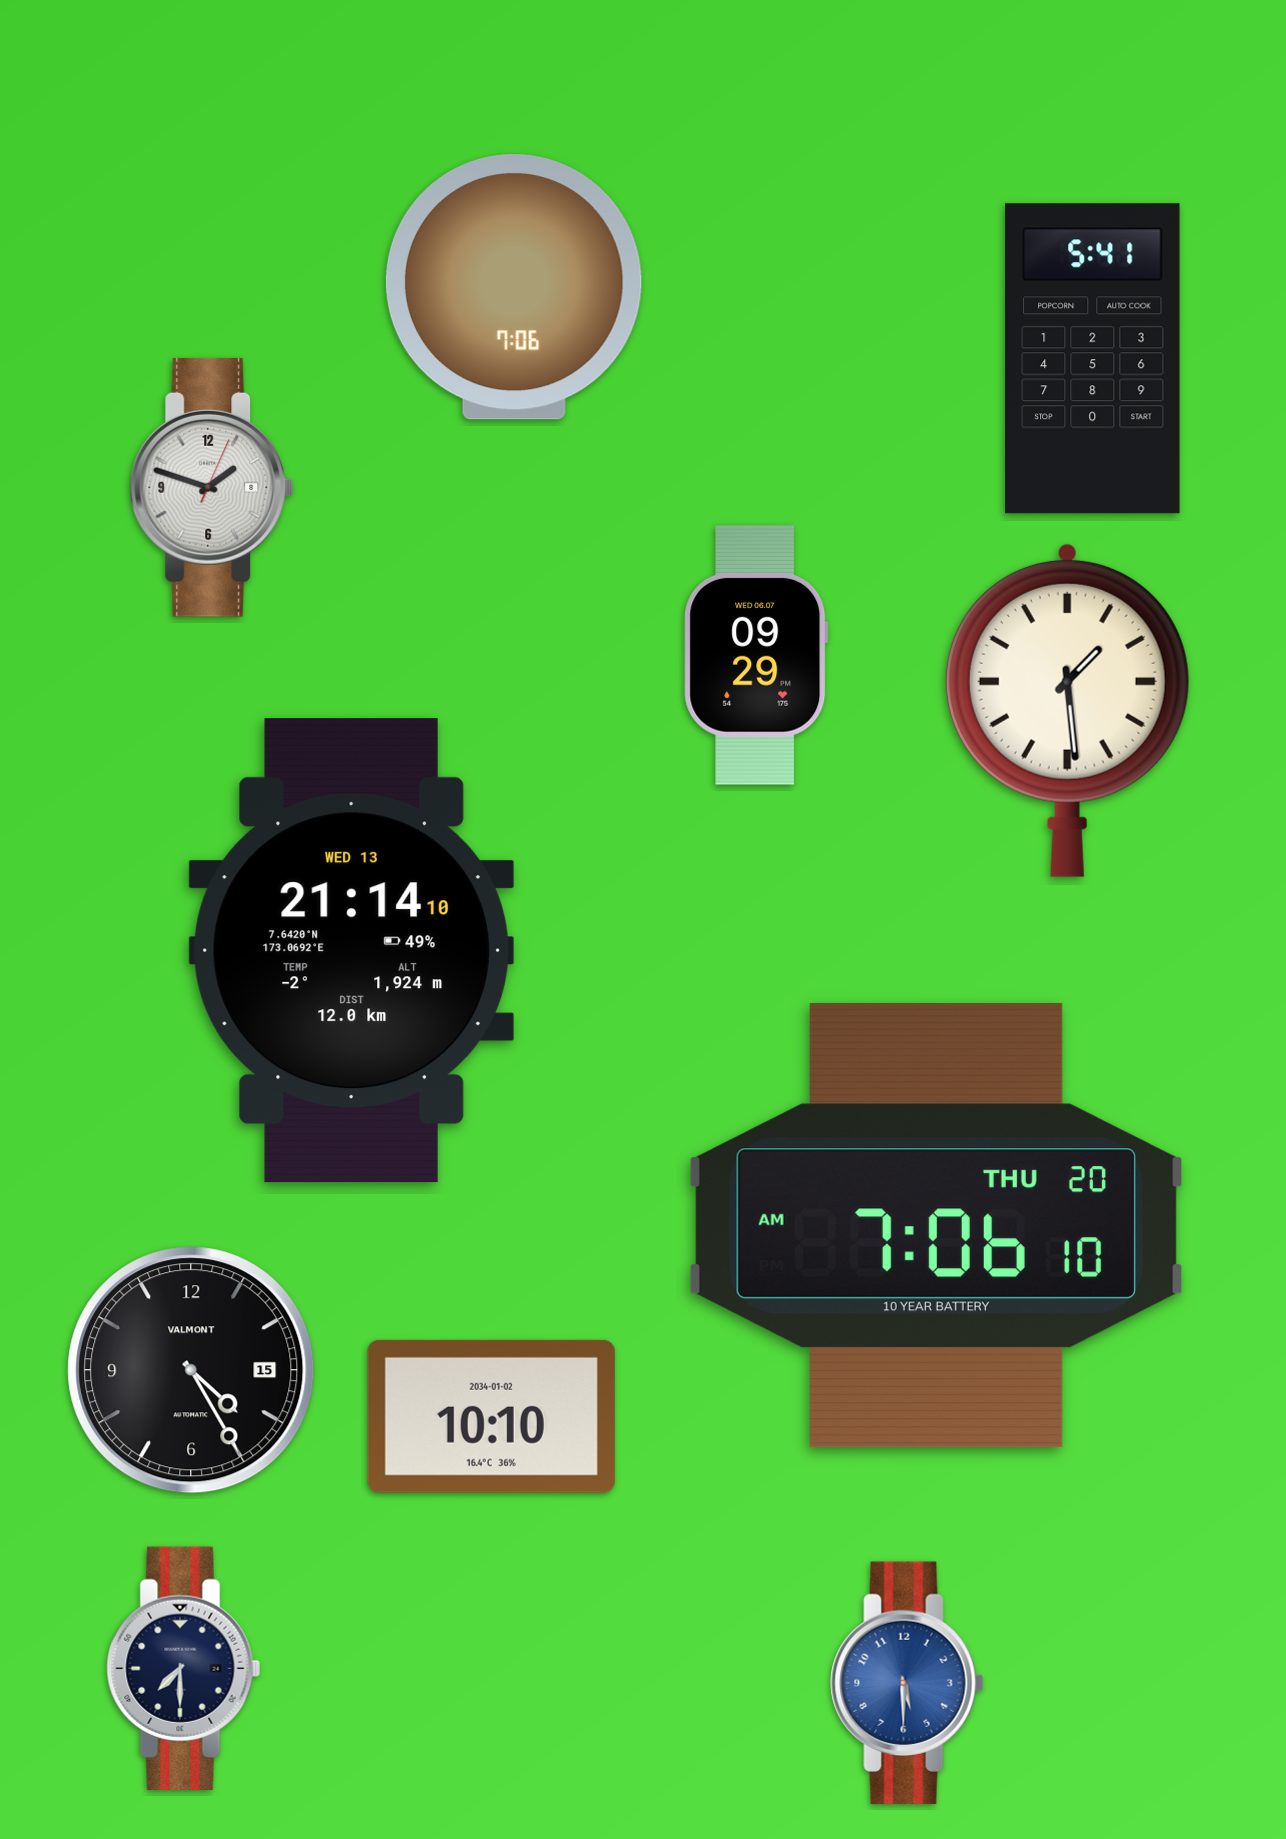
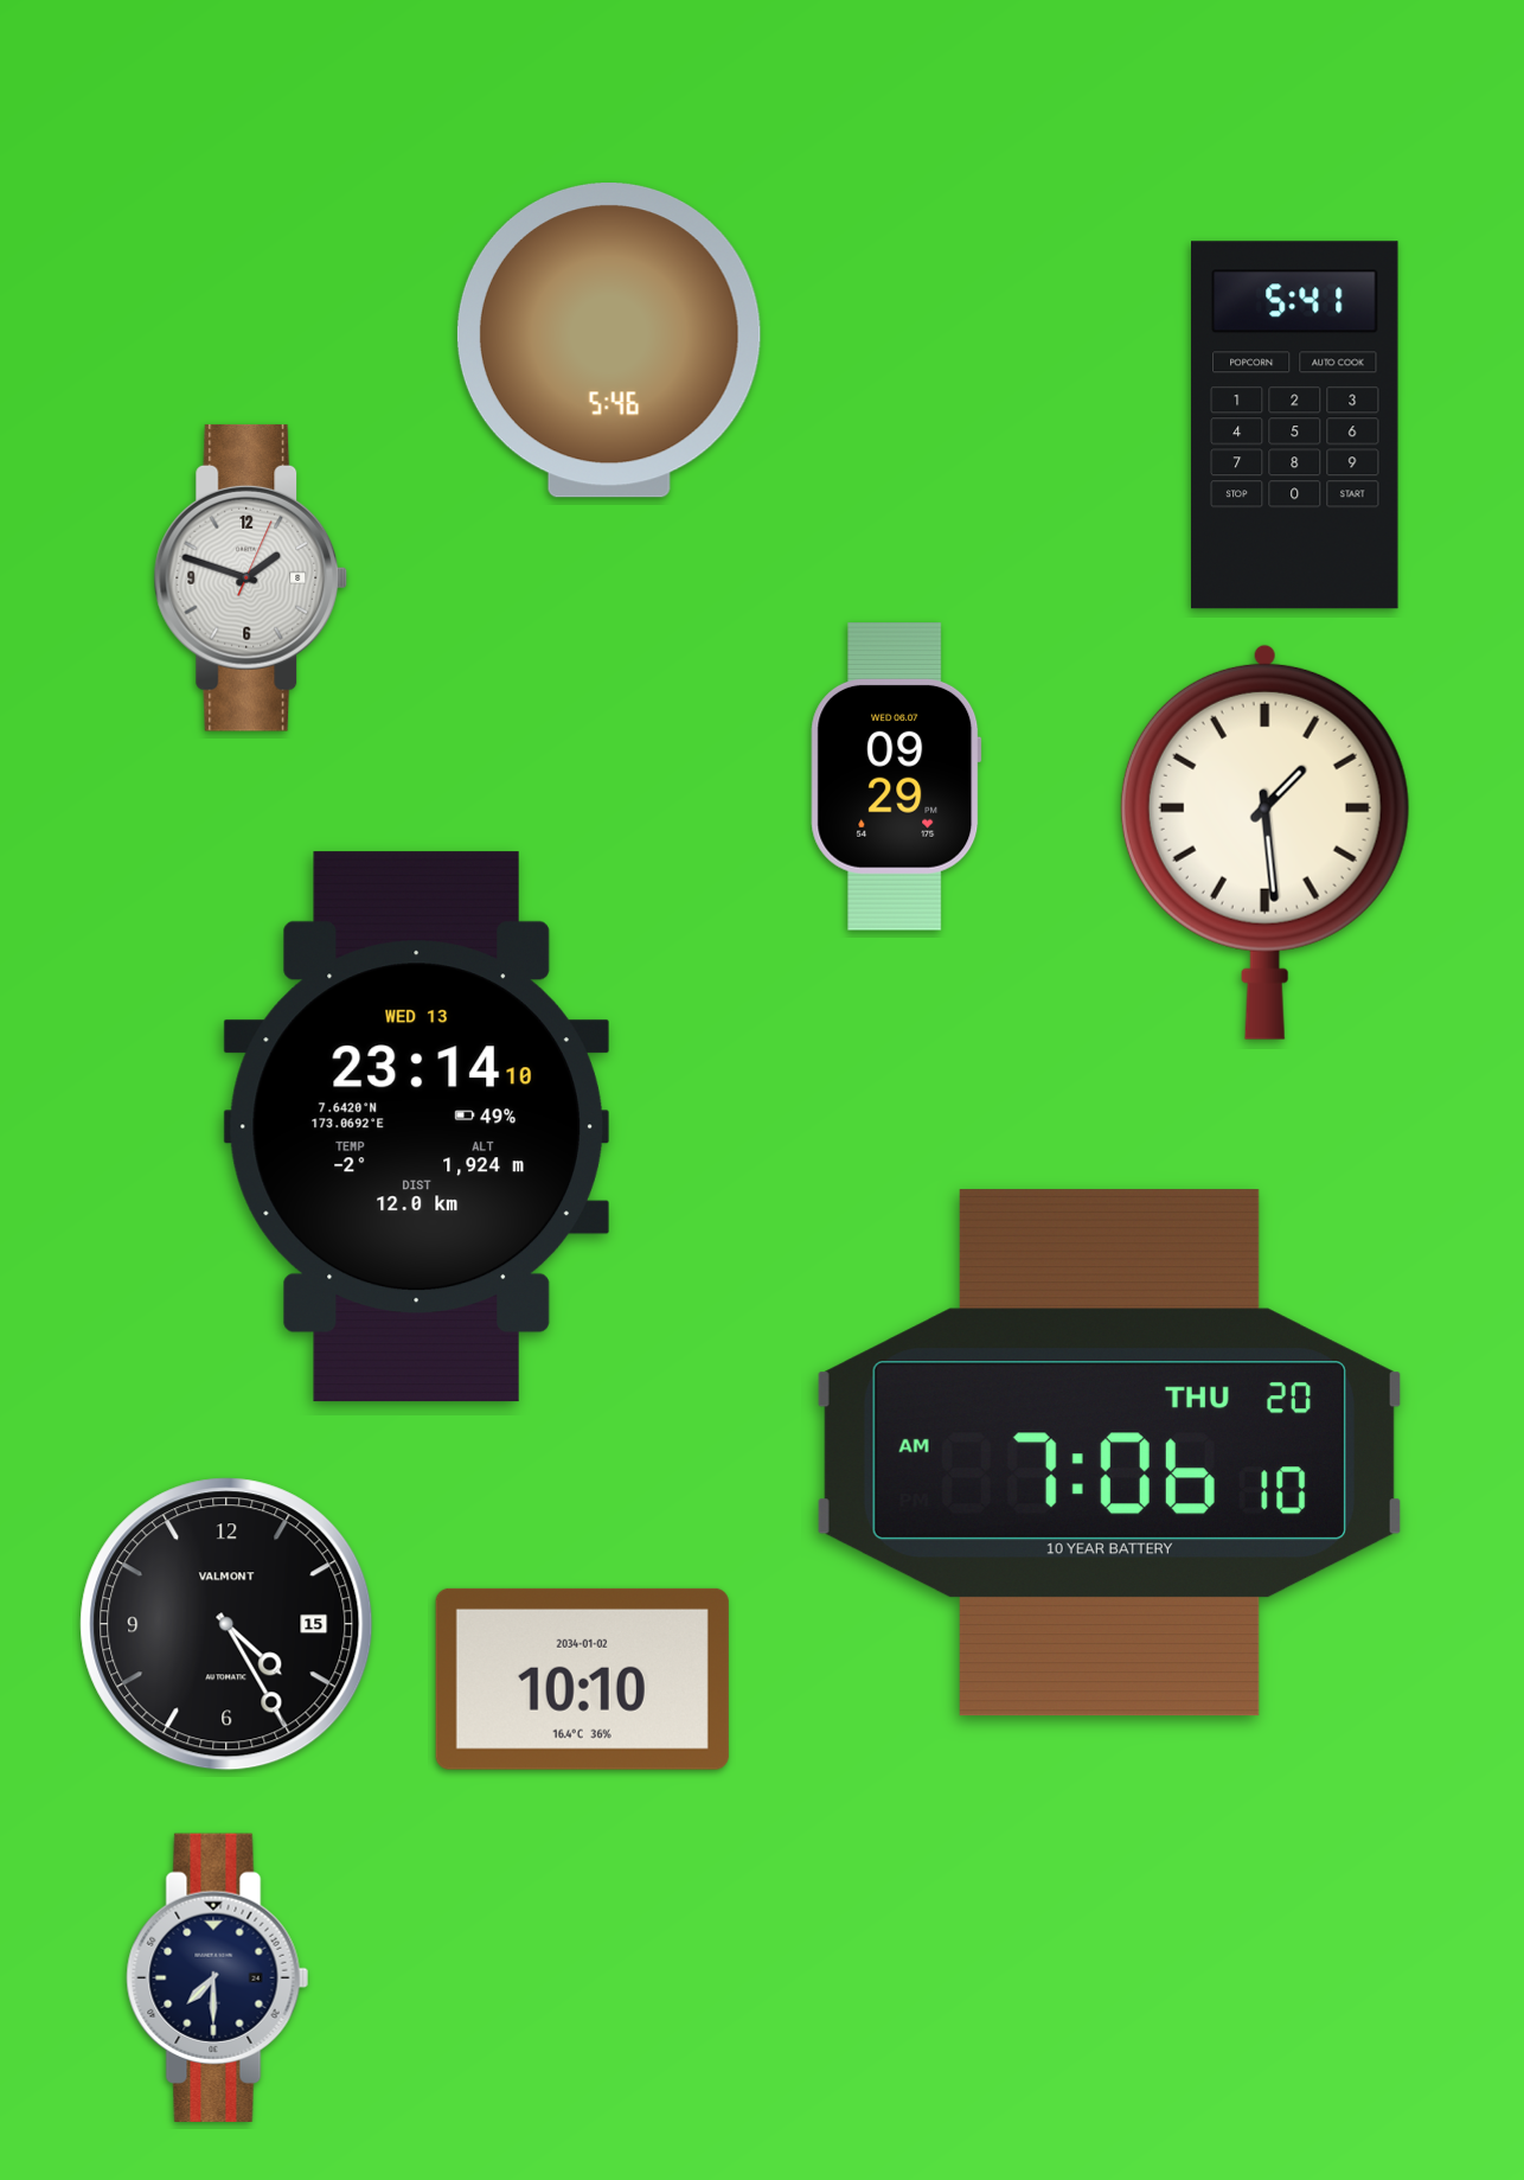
clock at (514, 287): 7:06 -> 5:46
clock at (351, 951): 21:14 -> 23:14
clock at (907, 1683): 5:30 -> none
